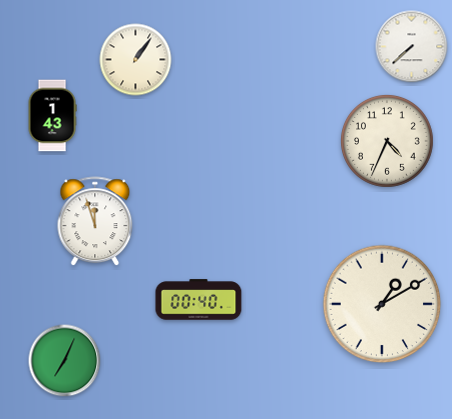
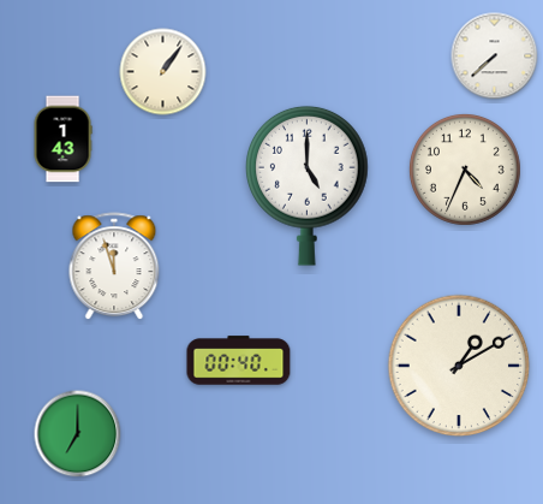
clock at (308, 185): none -> 5:00
clock at (65, 361): 7:04 -> 7:00
